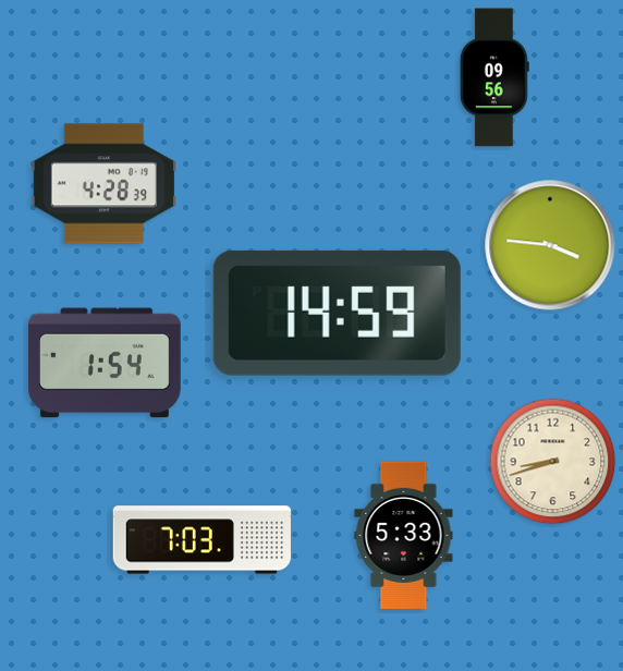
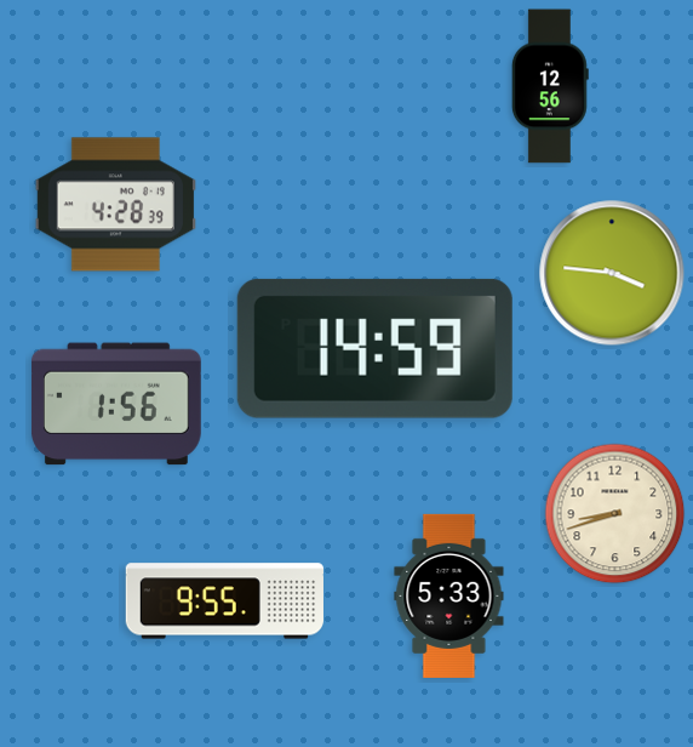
clock at (494, 77): 09:56 -> 12:56
clock at (105, 363): 1:54 -> 1:56
clock at (201, 540): 7:03 -> 9:55
